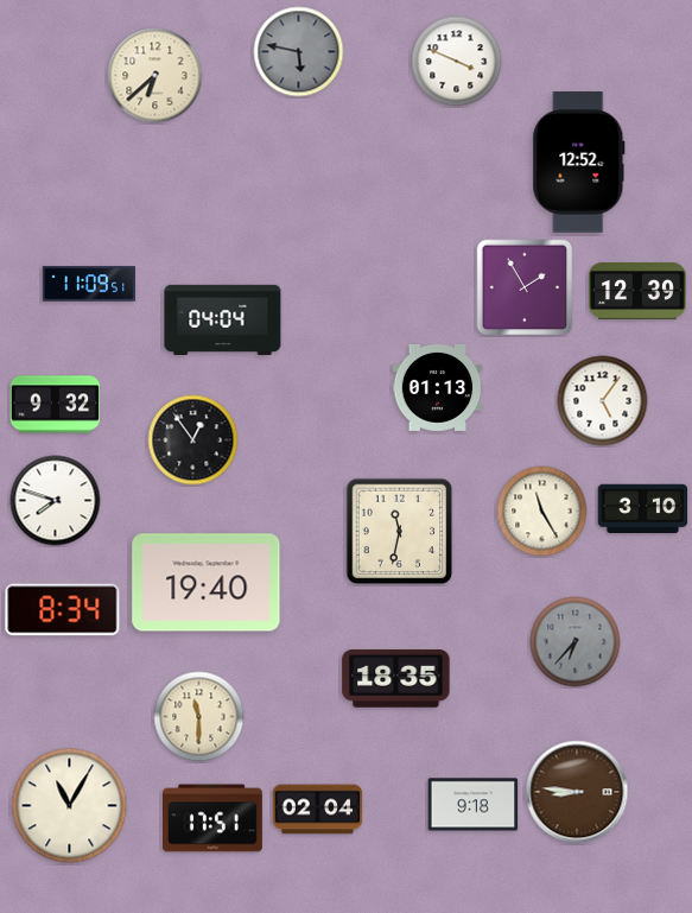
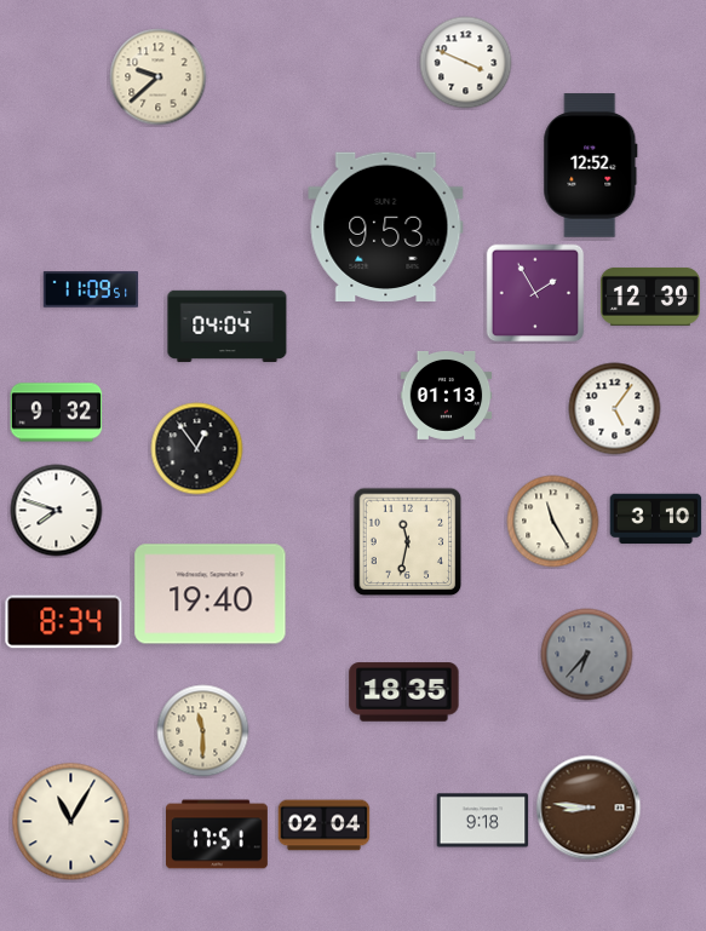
clock at (299, 52): 5:47 -> none
clock at (155, 76): 6:38 -> 9:38
clock at (386, 226): none -> 9:53
